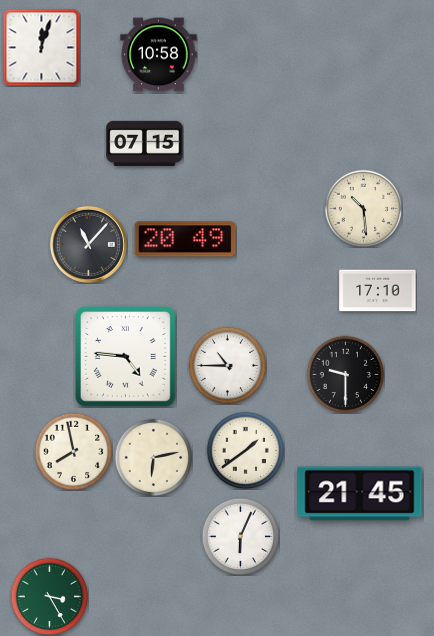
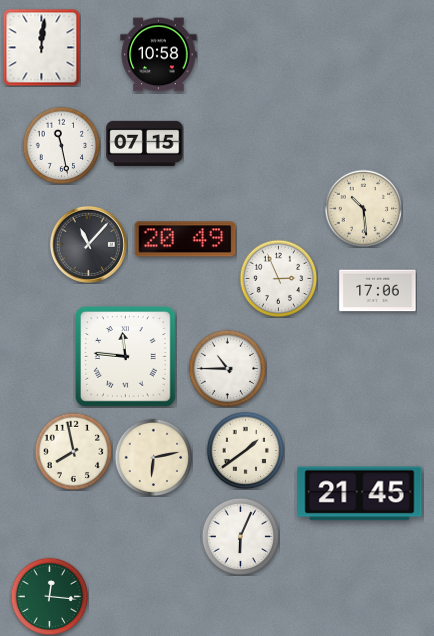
clock at (41, 47): 12:03 -> 12:01
clock at (61, 145): none -> 11:28
clock at (278, 278): none -> 2:56
clock at (378, 291): 17:10 -> 17:06
clock at (126, 357): 4:46 -> 11:46
clock at (227, 365) position: (227, 365) -> (227, 368)
clock at (345, 374): 9:30 -> none
clock at (49, 596): 3:25 -> 12:16
